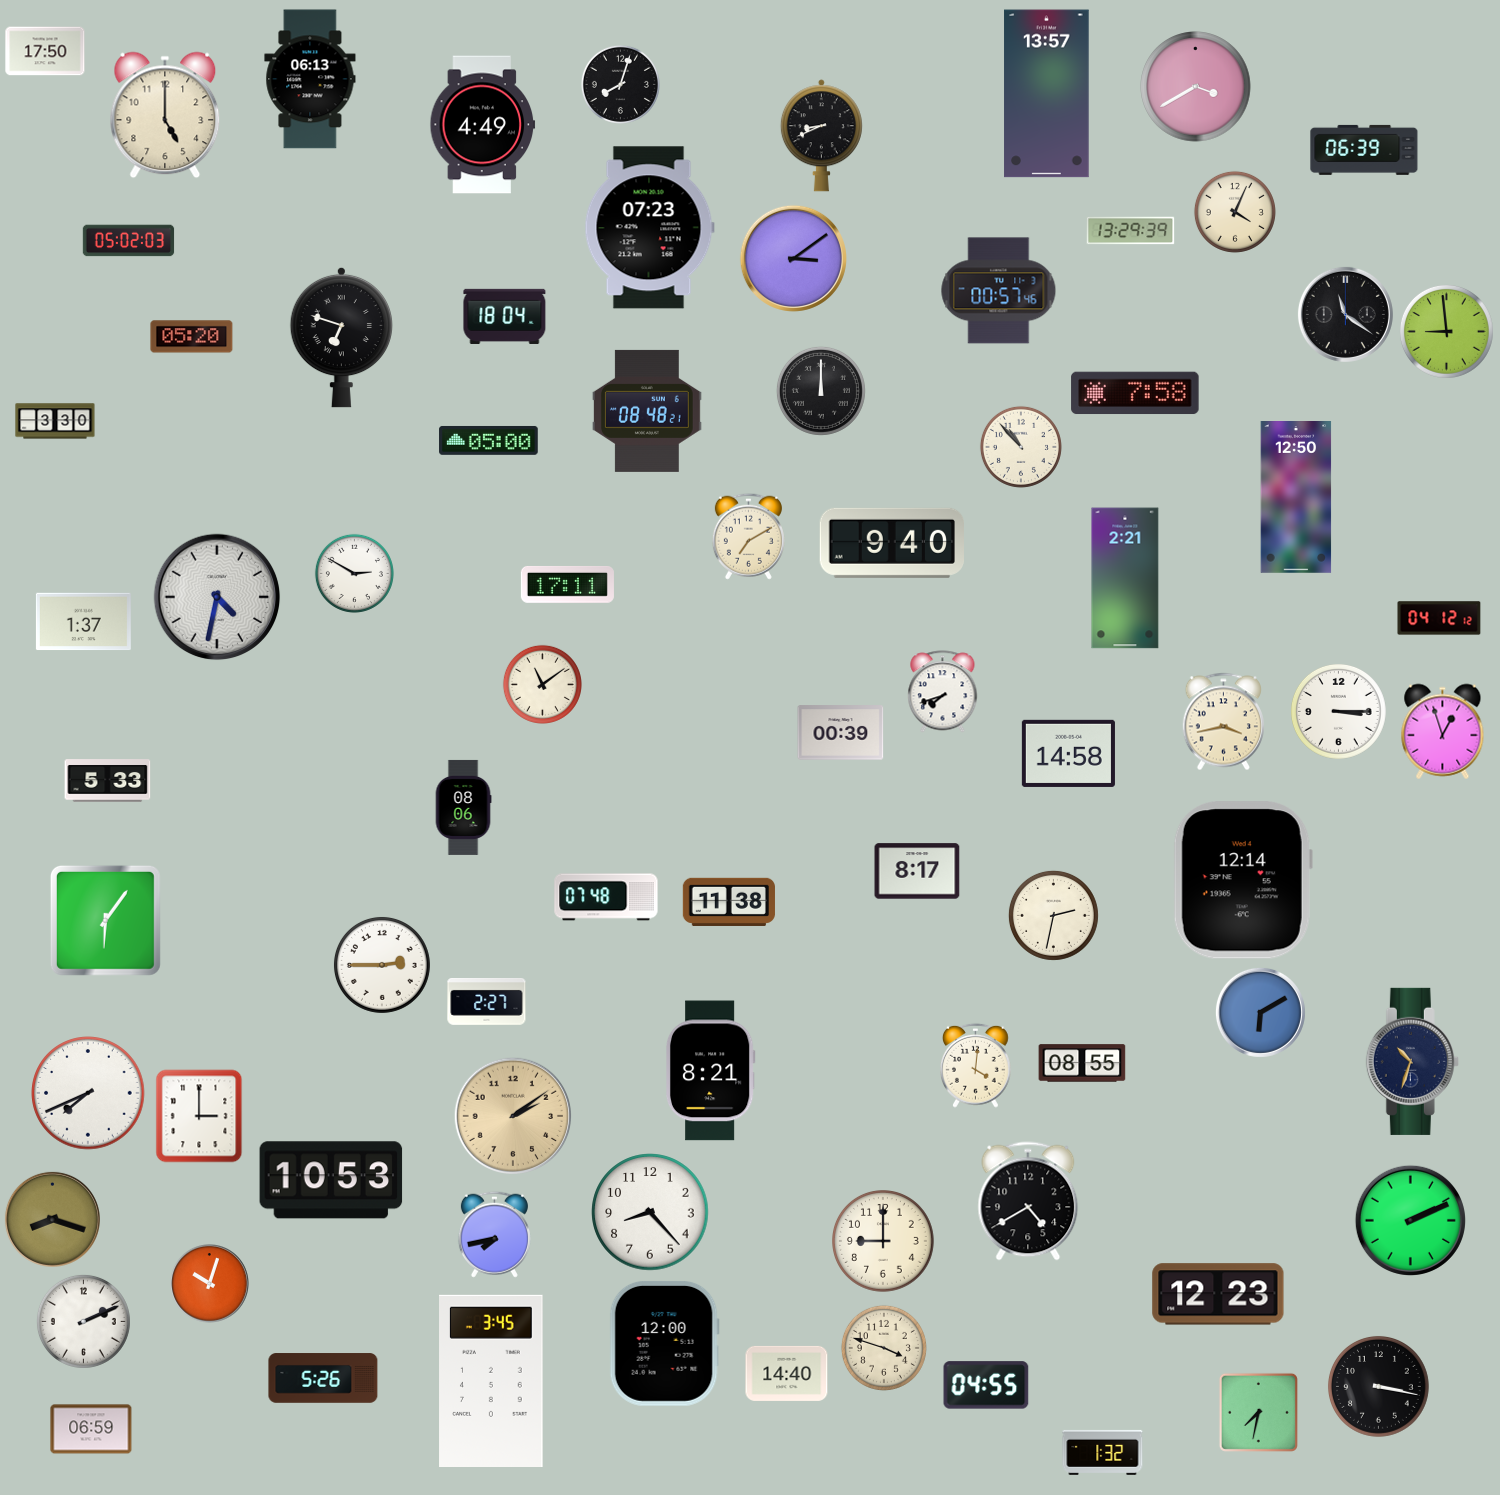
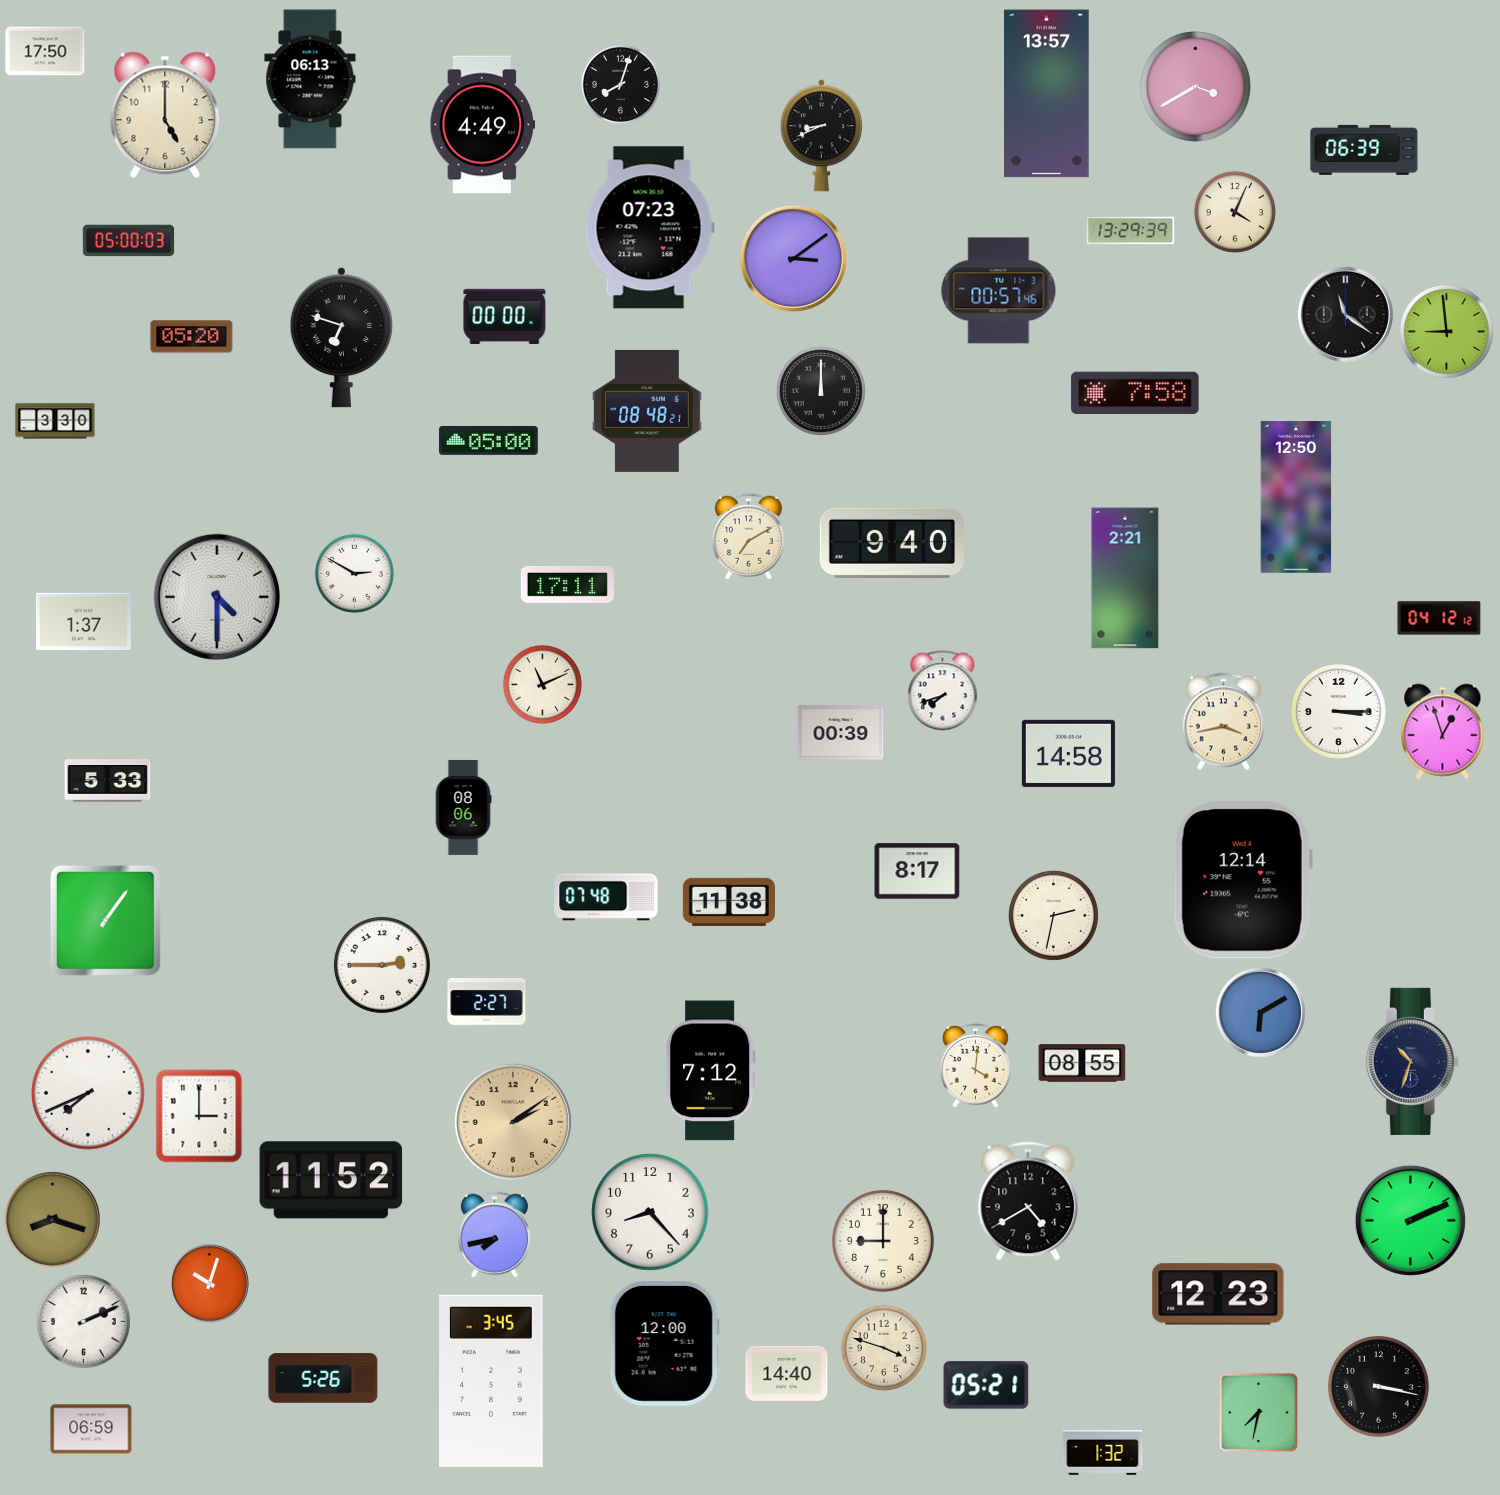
clock at (129, 241): 05:02 -> 05:00
clock at (505, 316): 18:04 -> 00:00
clock at (1021, 447): 10:53 -> none
clock at (217, 597): 4:32 -> 4:30
clock at (542, 684): 11:09 -> 11:11
clock at (105, 920): 6:06 -> 1:06
clock at (710, 1071): 8:21 -> 7:12
clock at (512, 1115) position: (512, 1115) -> (512, 1121)
clock at (331, 1180): 10:53 -> 11:52
clock at (986, 1385): 04:55 -> 05:21
